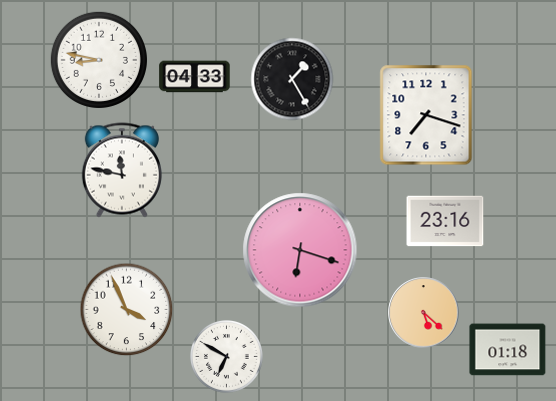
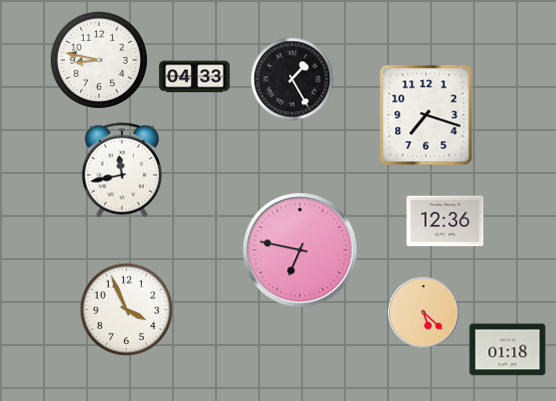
clock at (122, 170): 11:47 -> 11:43
clock at (445, 221): 23:16 -> 12:36
clock at (300, 250): 6:18 -> 6:47
clock at (227, 357): 6:50 -> none
